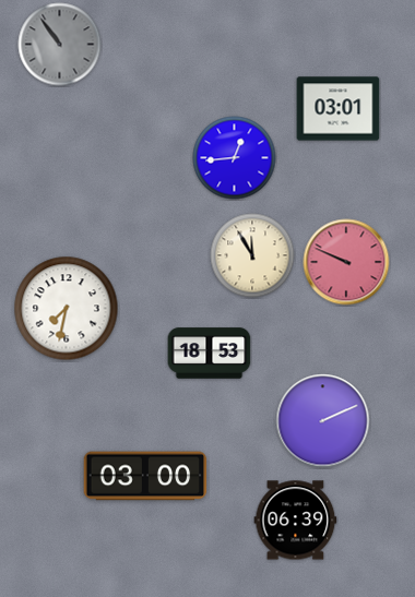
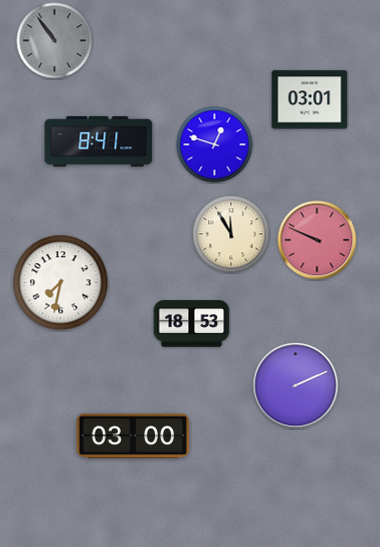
clock at (99, 142): none -> 8:41
clock at (235, 158): 12:44 -> 12:48
clock at (296, 521): 06:39 -> none
